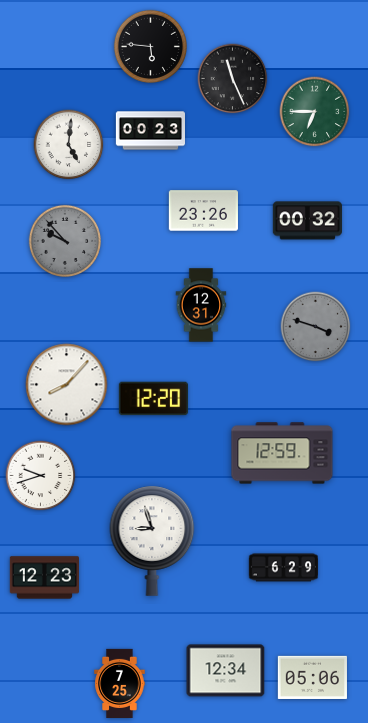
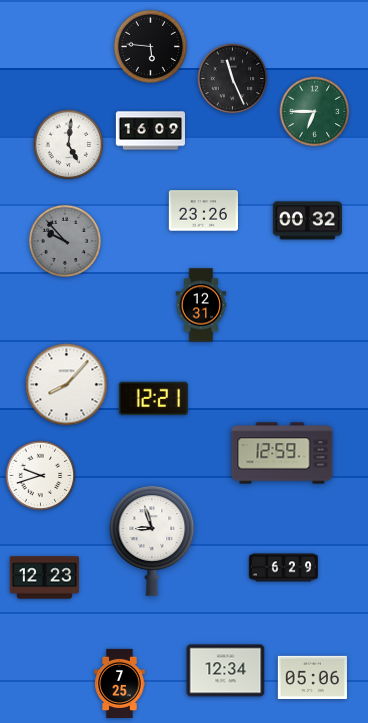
clock at (150, 131): 00:23 -> 16:09
clock at (316, 327): 3:48 -> none
clock at (153, 399): 12:20 -> 12:21
